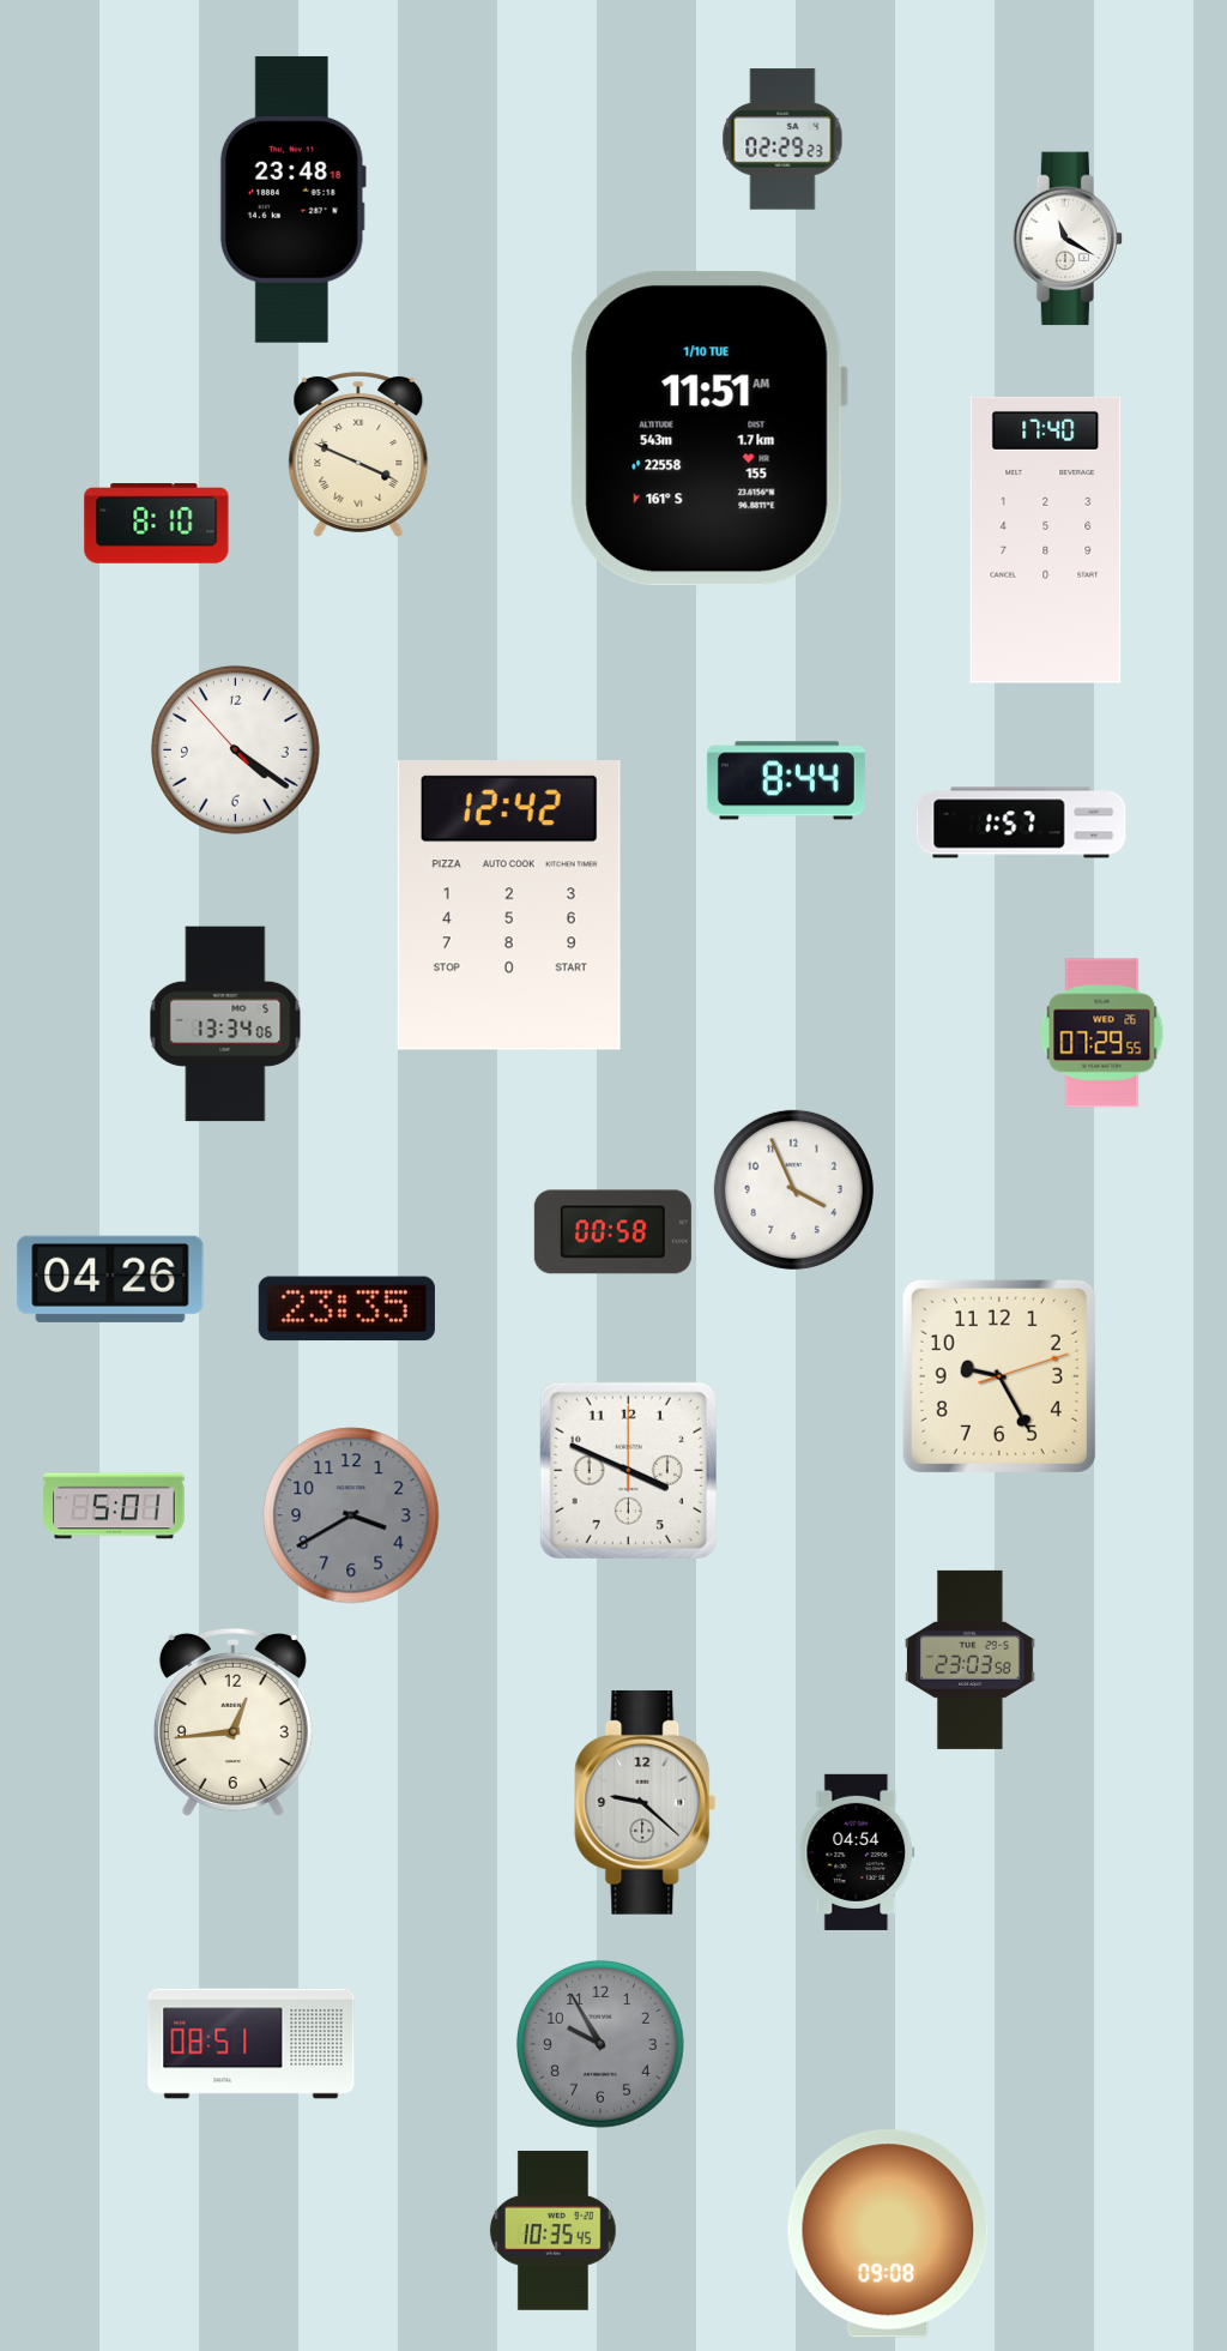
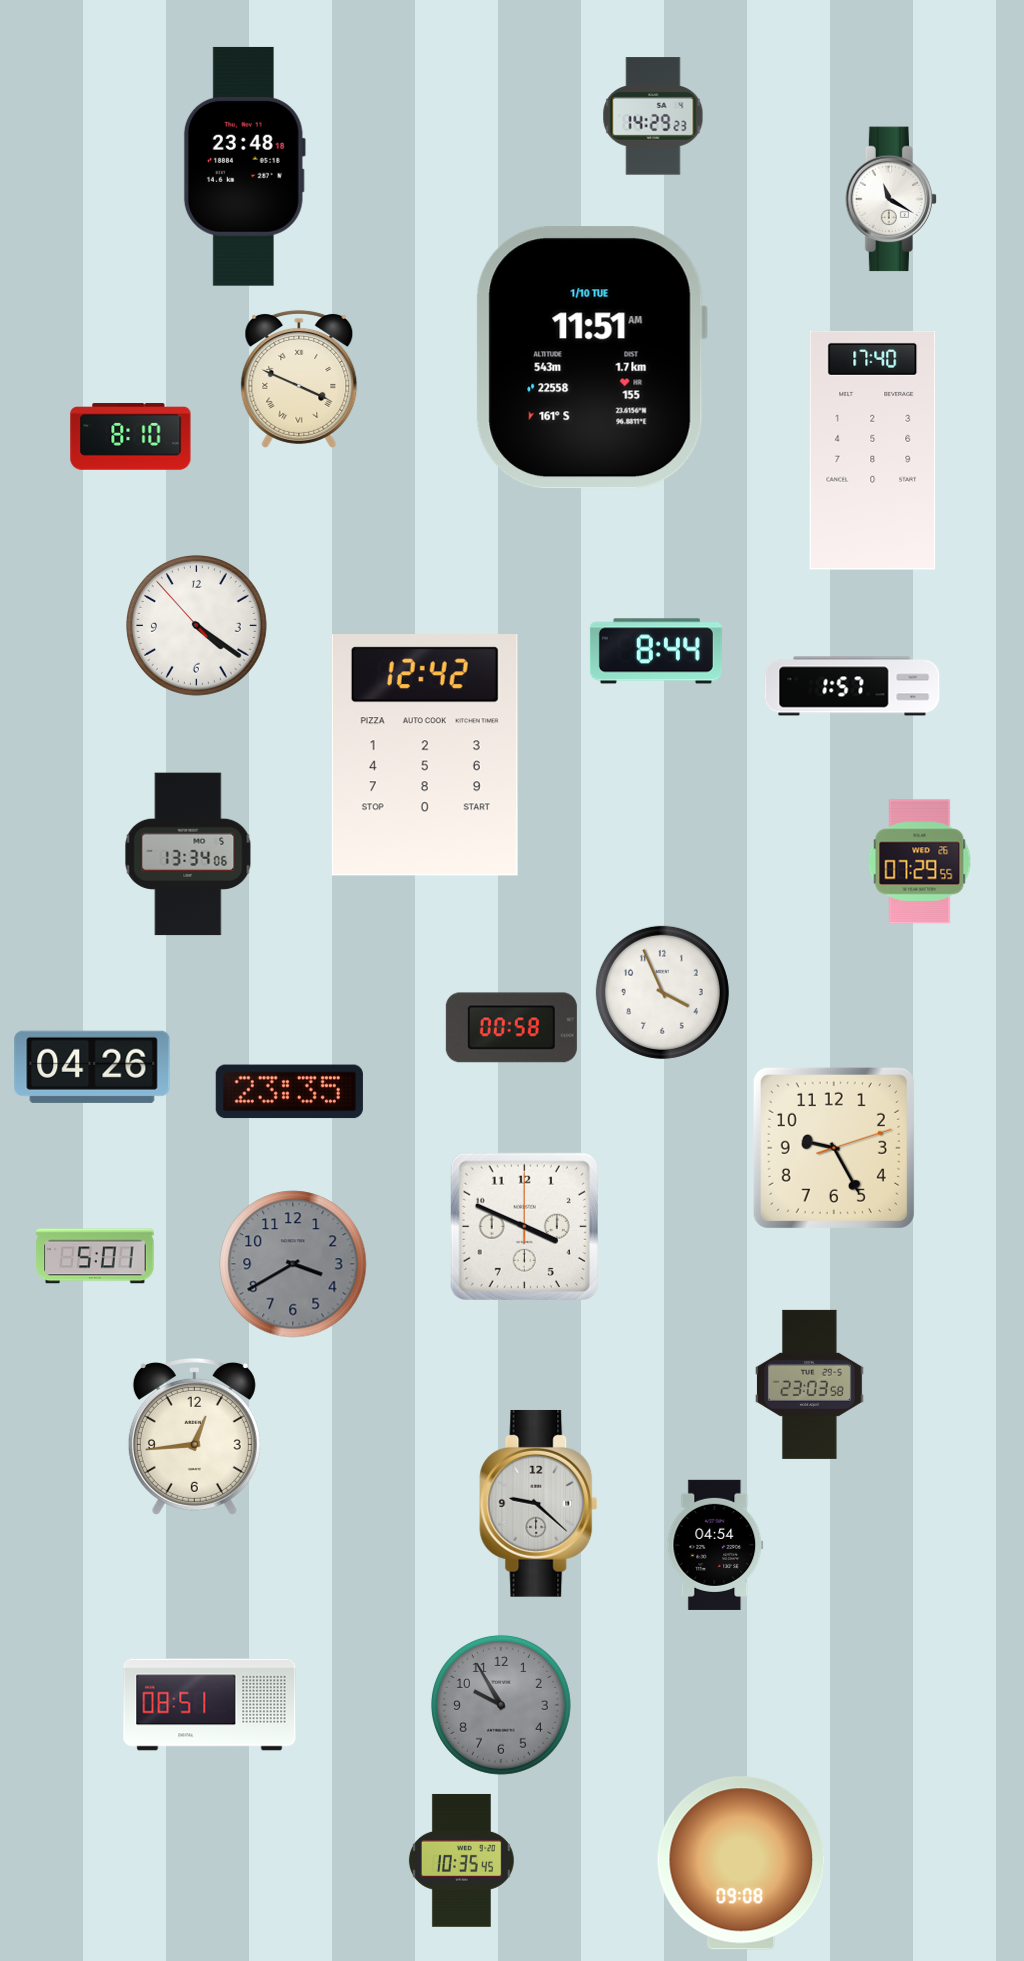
clock at (782, 139): 02:29 -> 14:29
